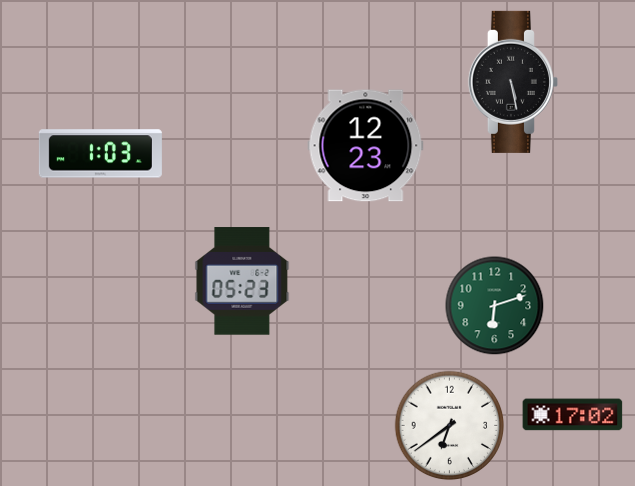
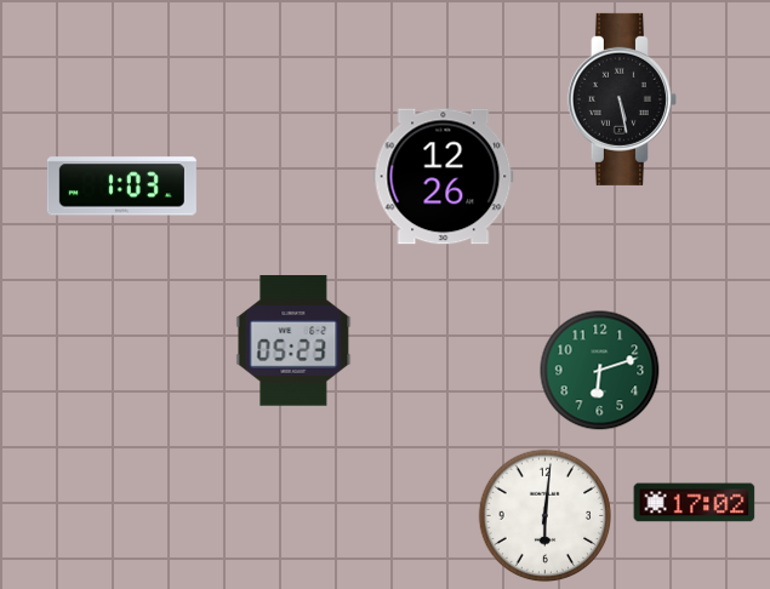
clock at (366, 146): 12:23 -> 12:26
clock at (450, 426): 6:39 -> 6:01
